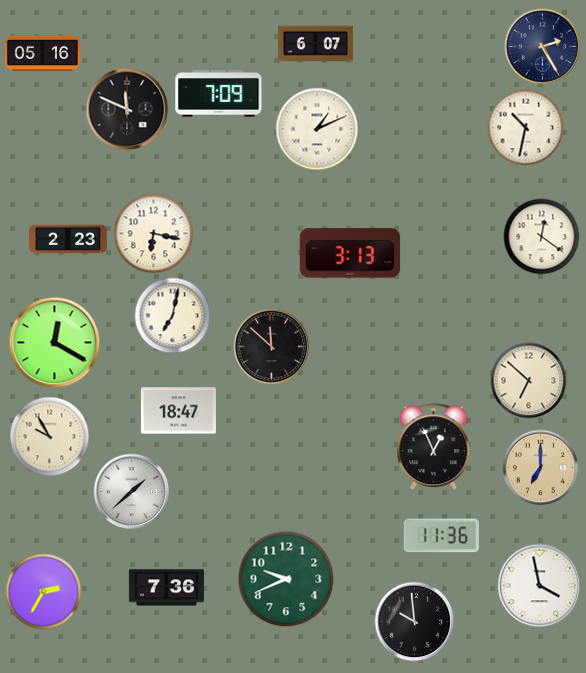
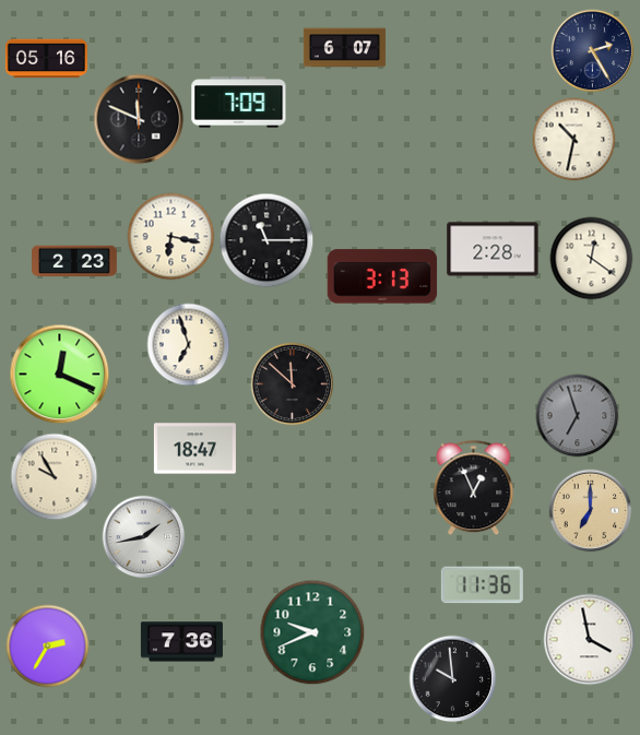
clock at (317, 129): 1:11 -> none
clock at (266, 240): none -> 11:15
clock at (493, 249): none -> 2:28
clock at (154, 234) position: (154, 234) -> (171, 237)
clock at (173, 316): 7:02 -> 6:57
clock at (55, 343): 12:20 -> 12:19
clock at (272, 347) position: (272, 347) -> (293, 384)
clock at (529, 381): 6:52 -> 6:57
clock at (529, 381) dial: cream -> grey
clock at (132, 492): 1:38 -> 1:43
